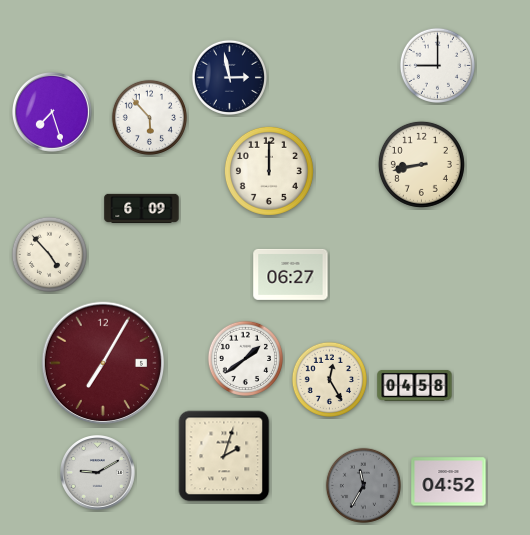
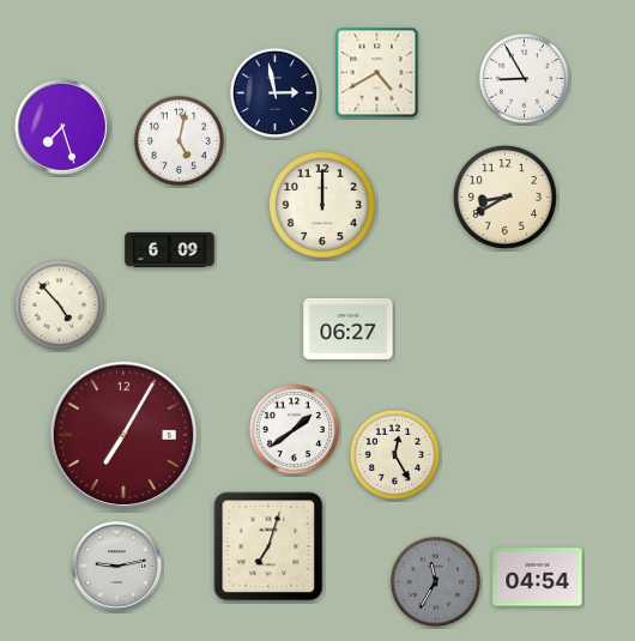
clock at (377, 73): none -> 4:40
clock at (437, 65): 9:00 -> 8:55
clock at (53, 113) position: (53, 113) -> (63, 128)
clock at (149, 117): 5:53 -> 5:02
clock at (421, 164): 8:43 -> 8:40
clock at (415, 385): 04:58 -> none
clock at (224, 456): 2:03 -> 7:03
clock at (98, 473): 9:10 -> 9:13
clock at (449, 482): 04:52 -> 04:54
